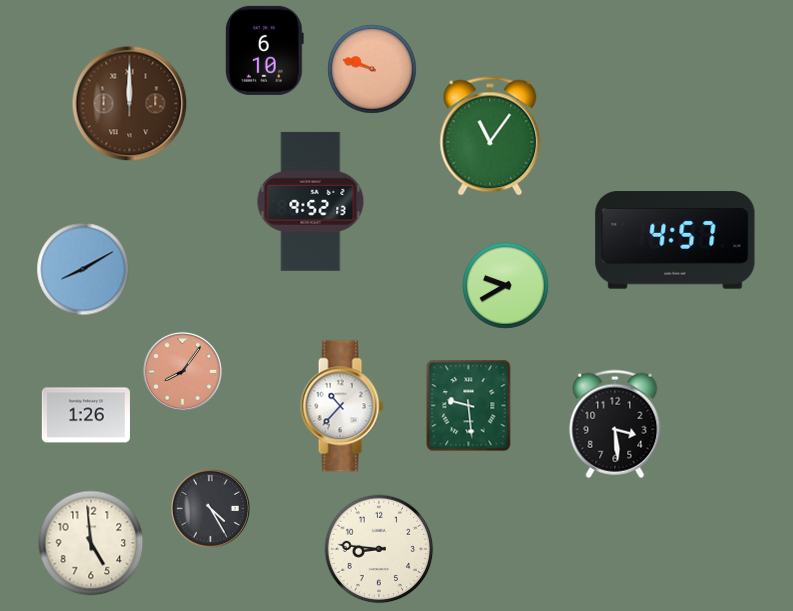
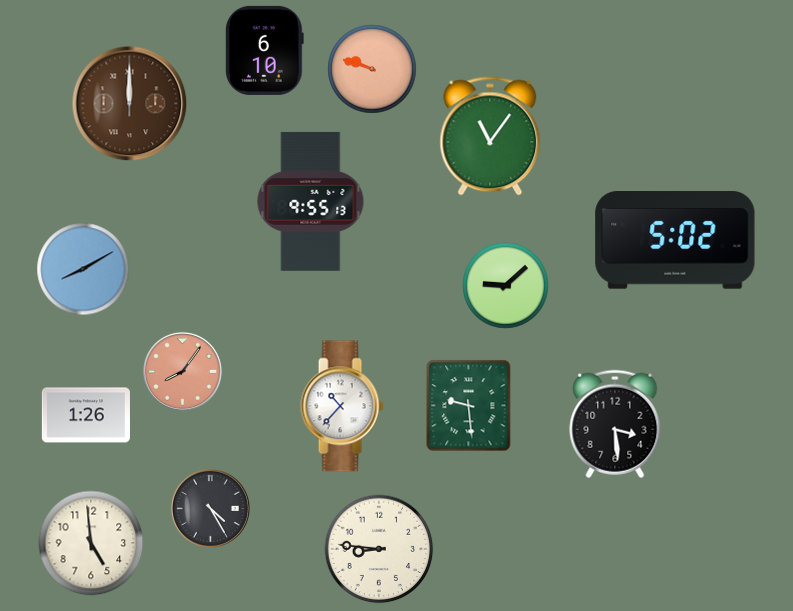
clock at (311, 201): 9:52 -> 9:55
clock at (675, 240): 4:57 -> 5:02
clock at (506, 286): 9:40 -> 9:08
